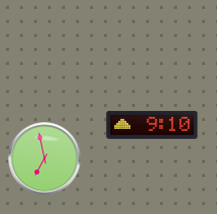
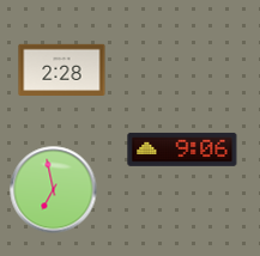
clock at (62, 69): none -> 2:28
clock at (152, 125): 9:10 -> 9:06
